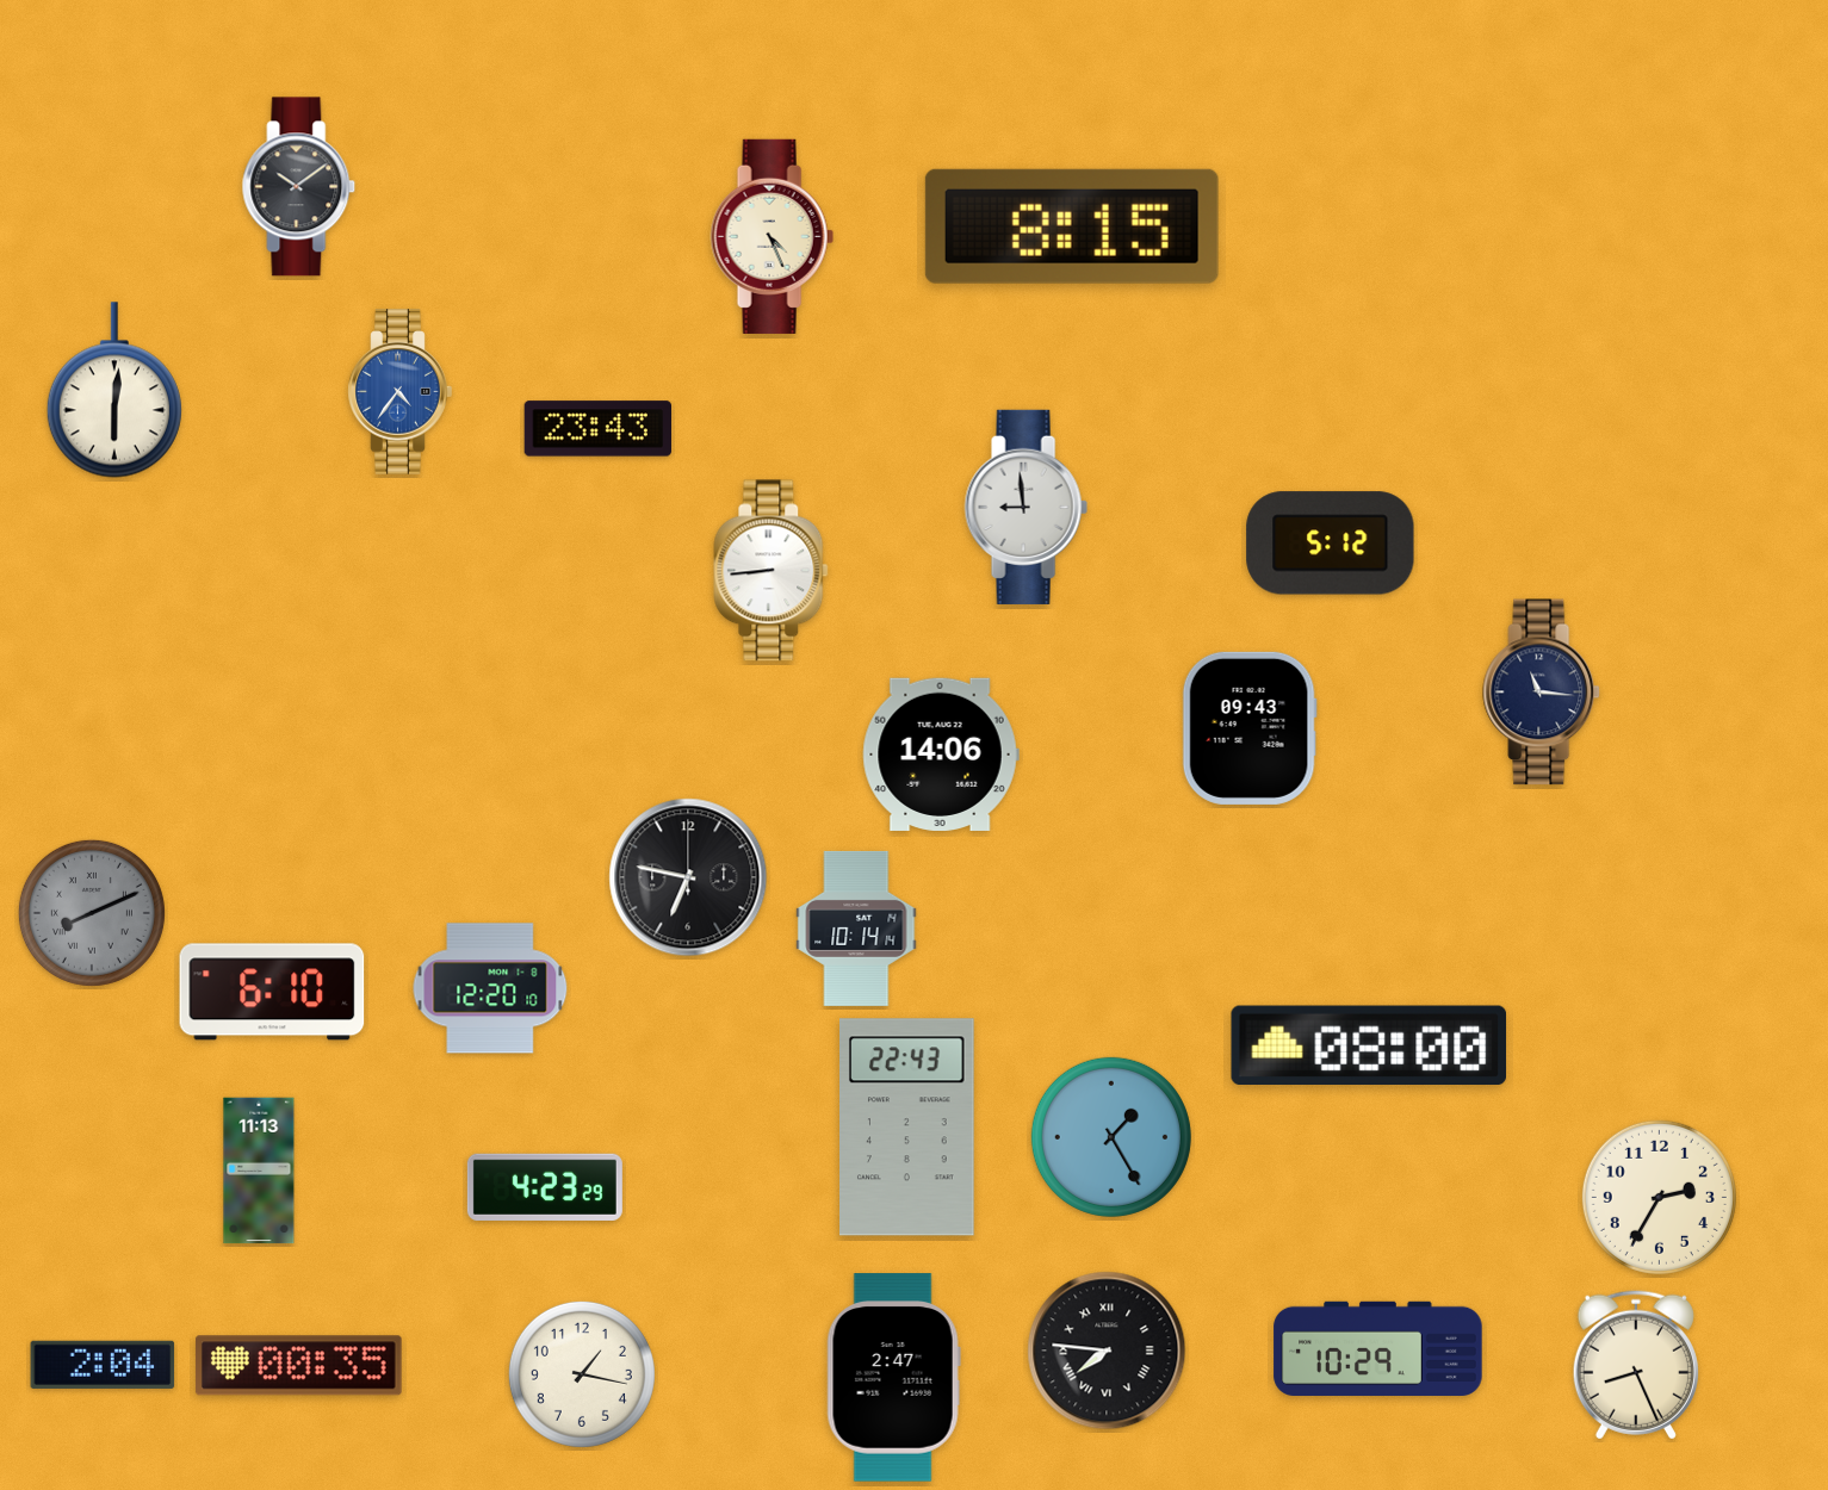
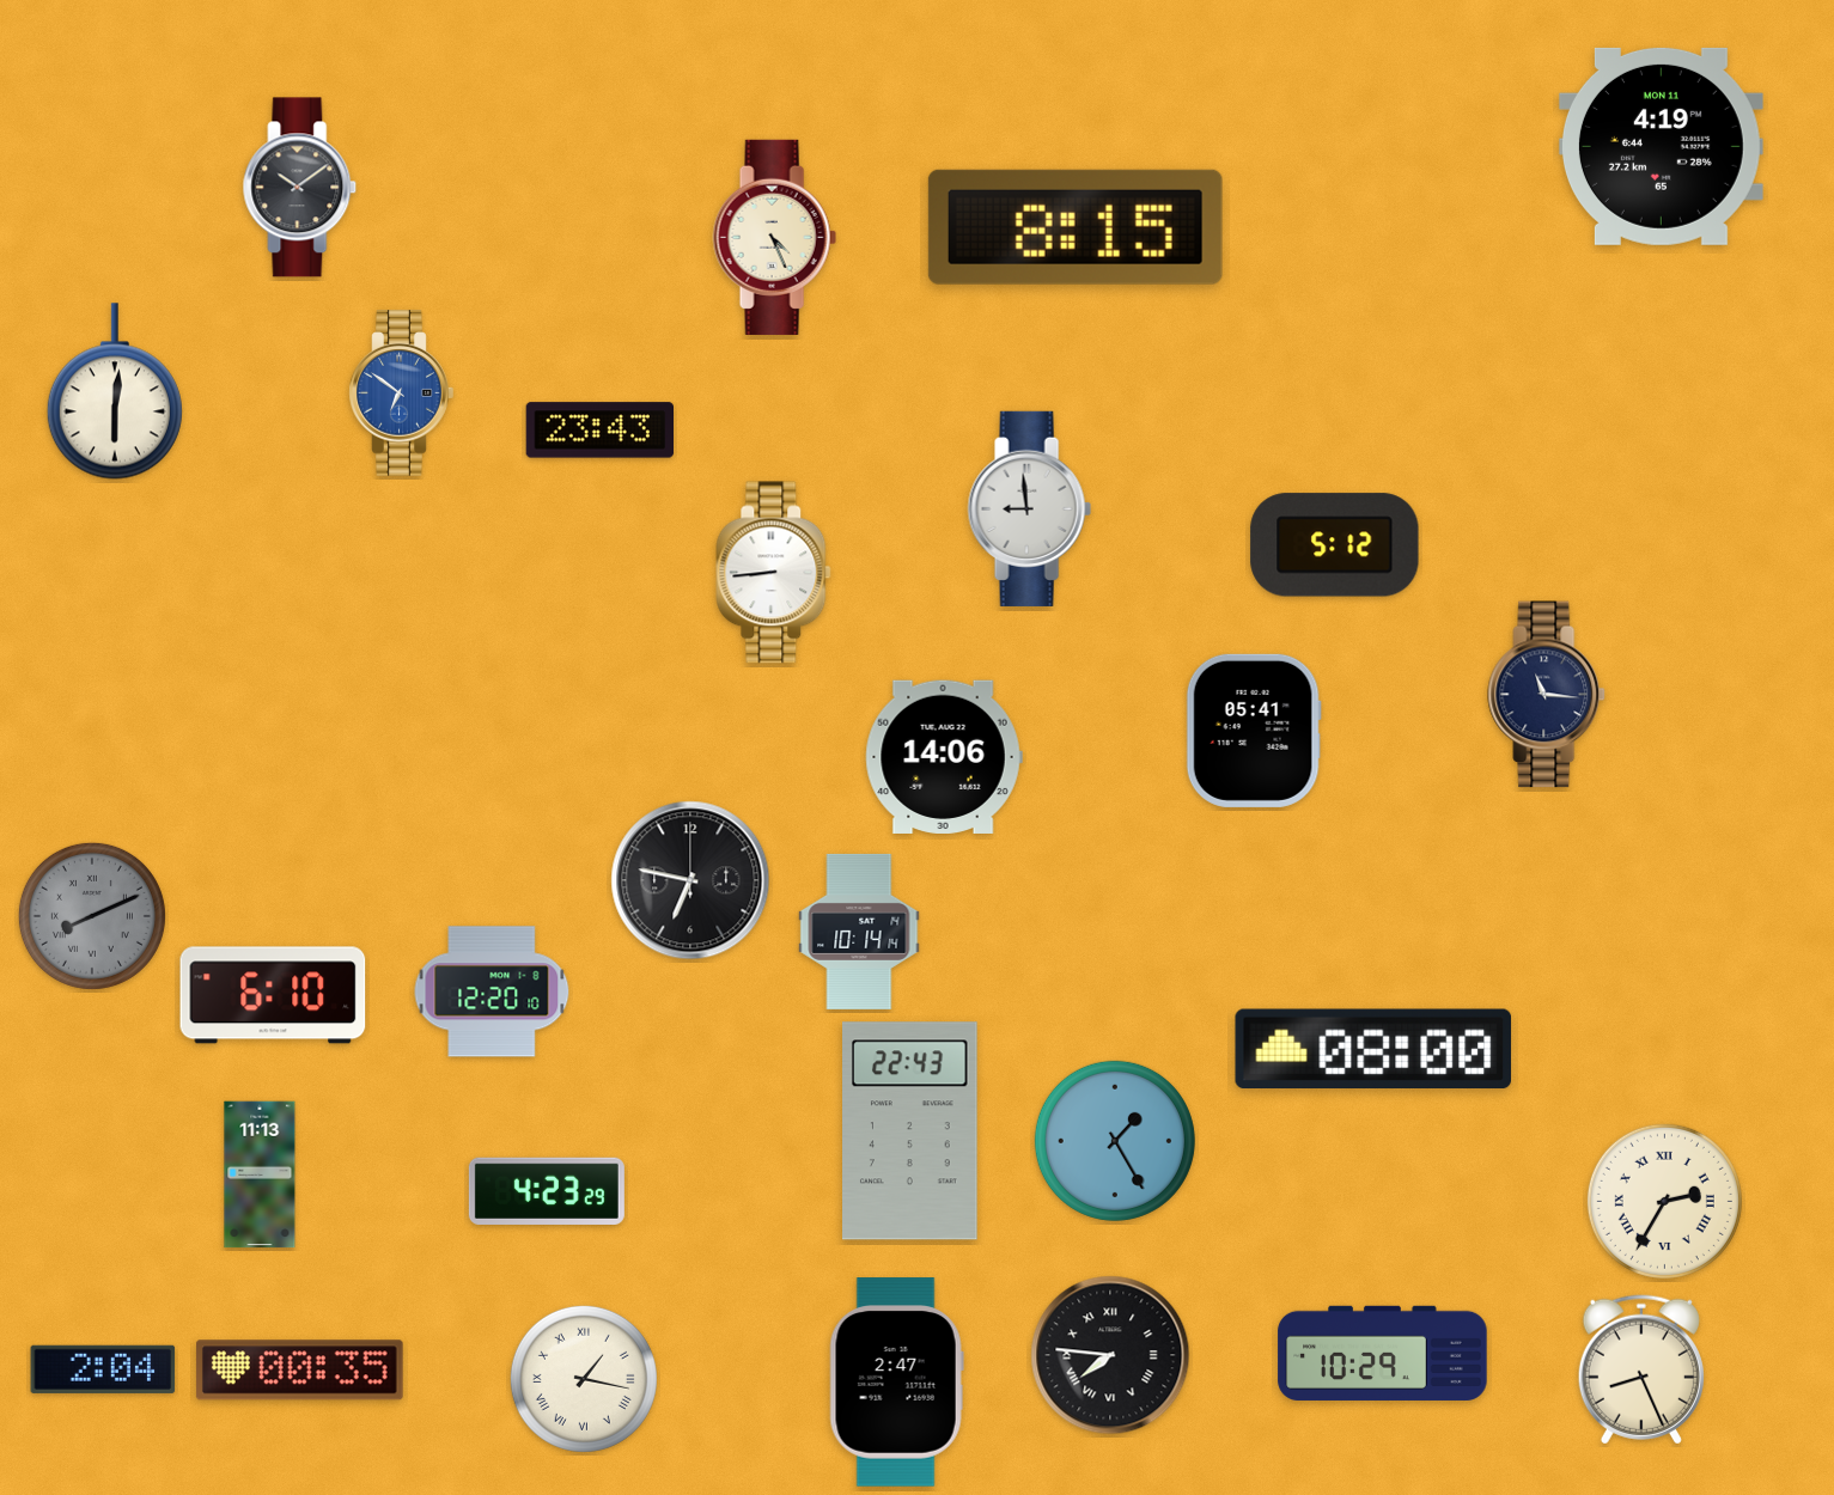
clock at (1661, 146): none -> 4:19
clock at (401, 392): 4:36 -> 6:51
clock at (1250, 728): 09:43 -> 05:41
clock at (1659, 1197) numerals: Arabic -> Roman
clock at (582, 1374) numerals: Arabic -> Roman
